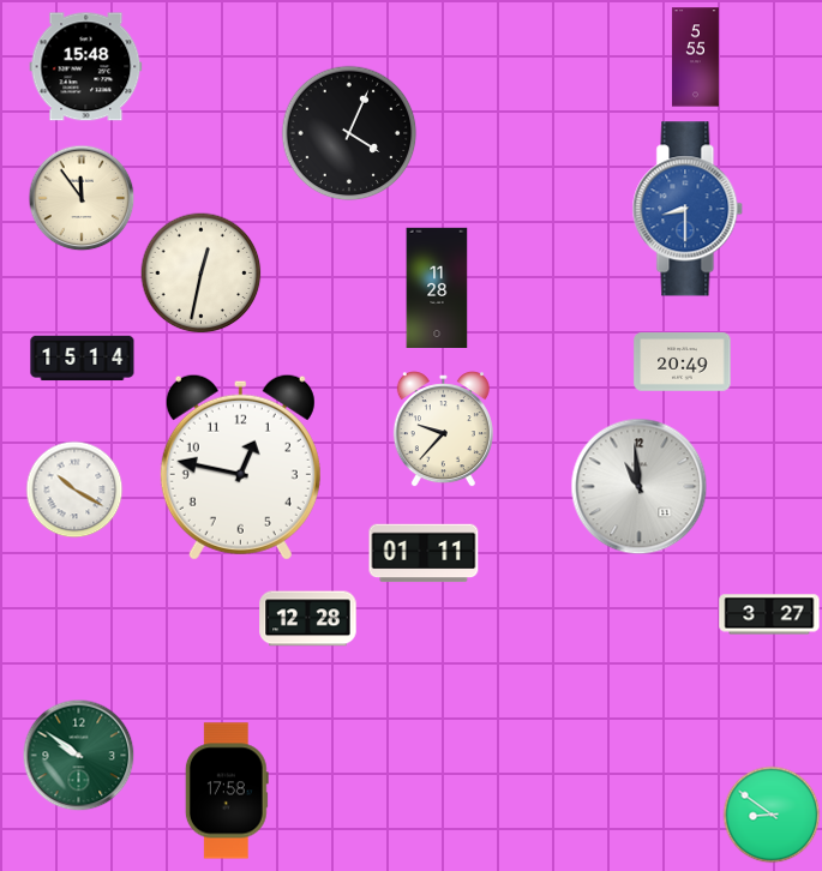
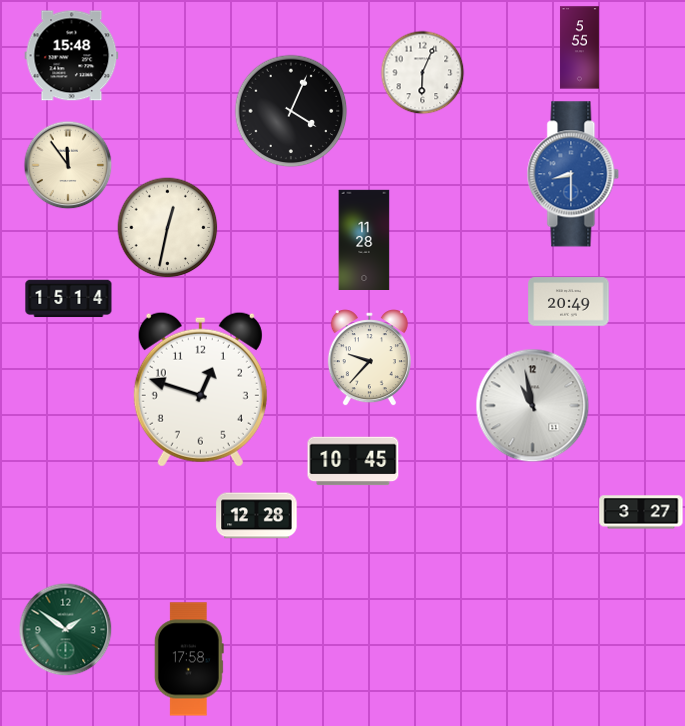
clock at (423, 73): none -> 6:04
clock at (240, 467): 12:47 -> 12:48
clock at (640, 487): 10:59 -> 10:58
clock at (74, 489): 10:20 -> none
clock at (424, 553): 01:11 -> 10:45
clock at (79, 756): 9:51 -> 1:51
clock at (772, 815): 8:51 -> none
